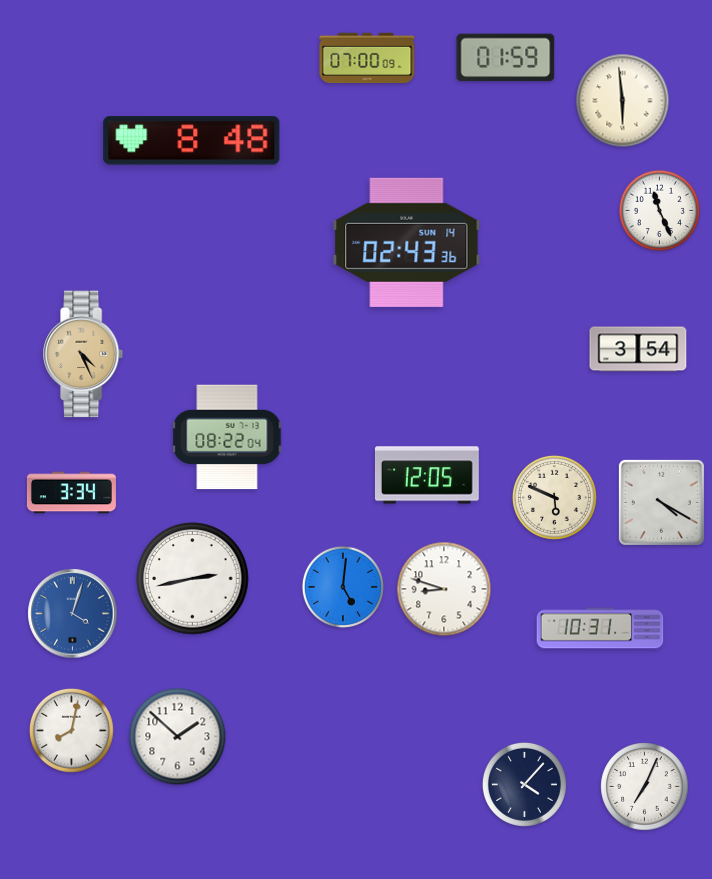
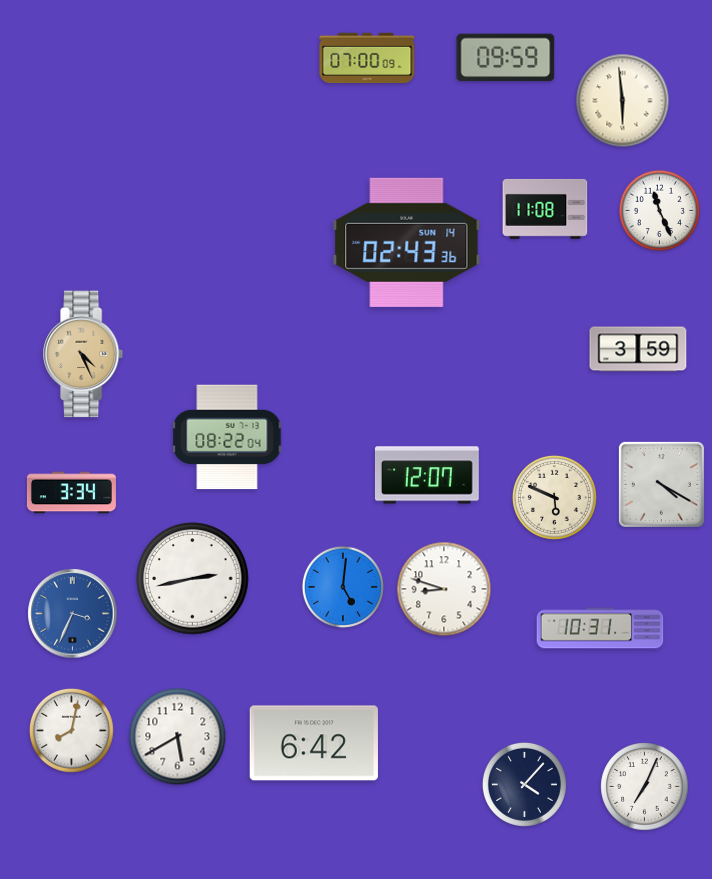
clock at (506, 58): 01:59 -> 09:59
clock at (192, 141): 8:48 -> none
clock at (545, 209): none -> 11:08
clock at (638, 349): 3:54 -> 3:59
clock at (427, 475): 12:05 -> 12:07
clock at (661, 502) position: (661, 502) -> (661, 484)
clock at (73, 614): 4:03 -> 3:34
clock at (178, 737): 1:52 -> 5:40
clock at (314, 743): none -> 6:42
